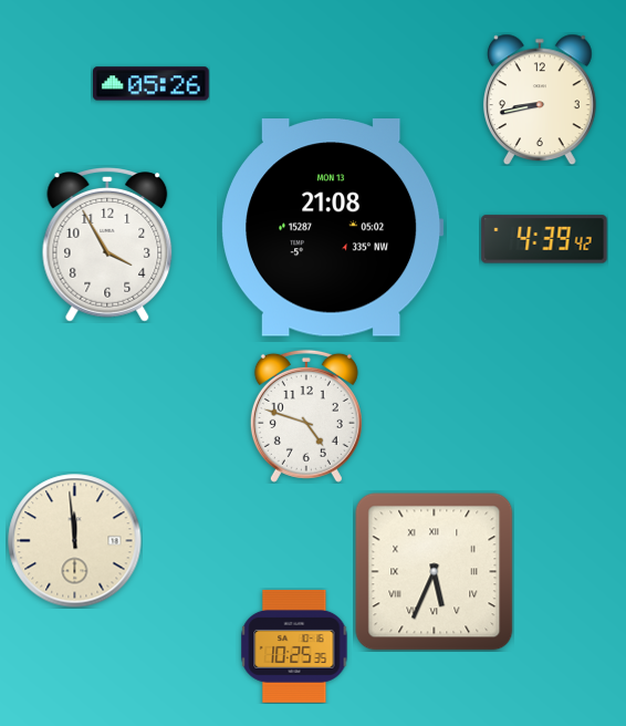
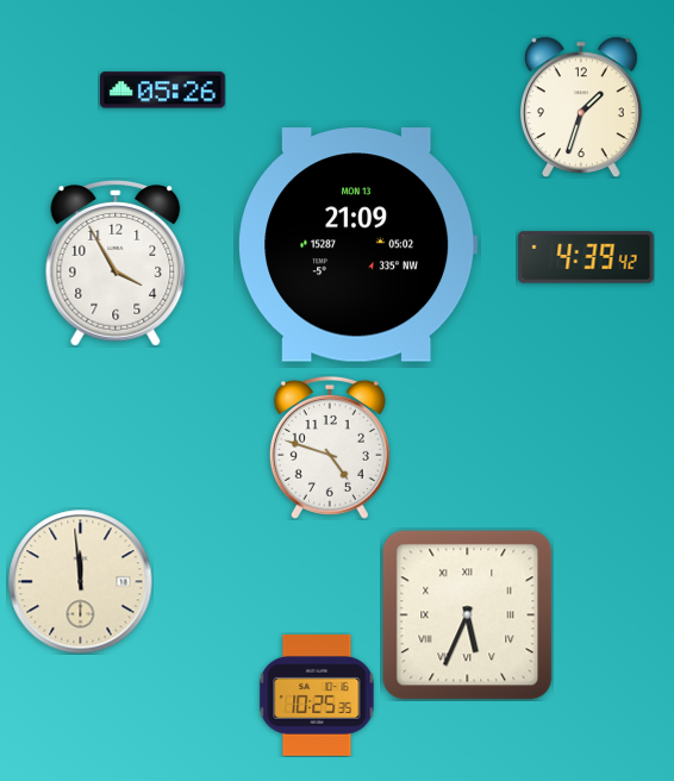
clock at (540, 100): 8:43 -> 1:33
clock at (333, 228): 21:08 -> 21:09
